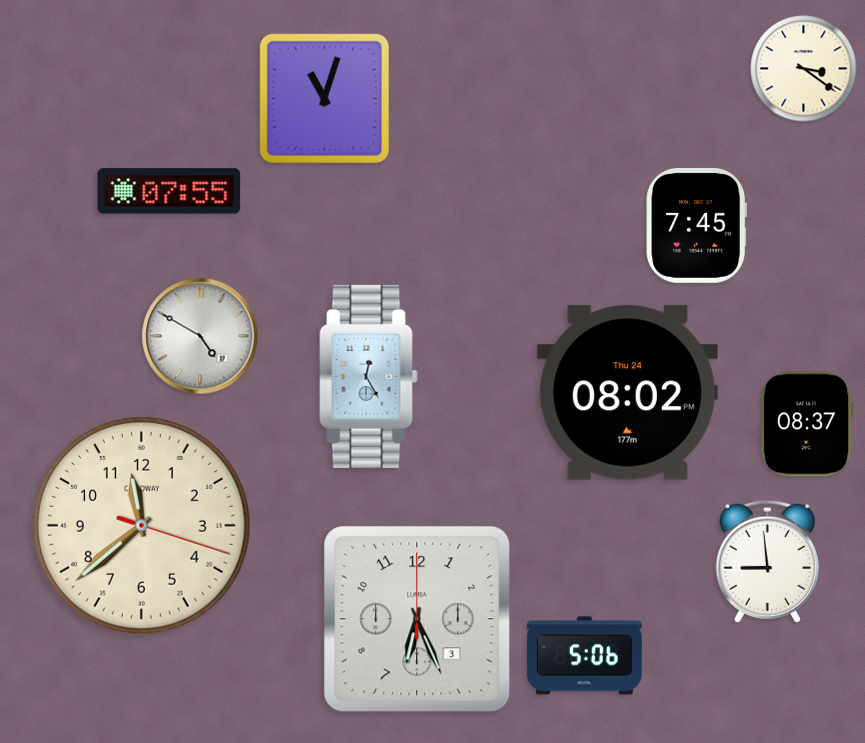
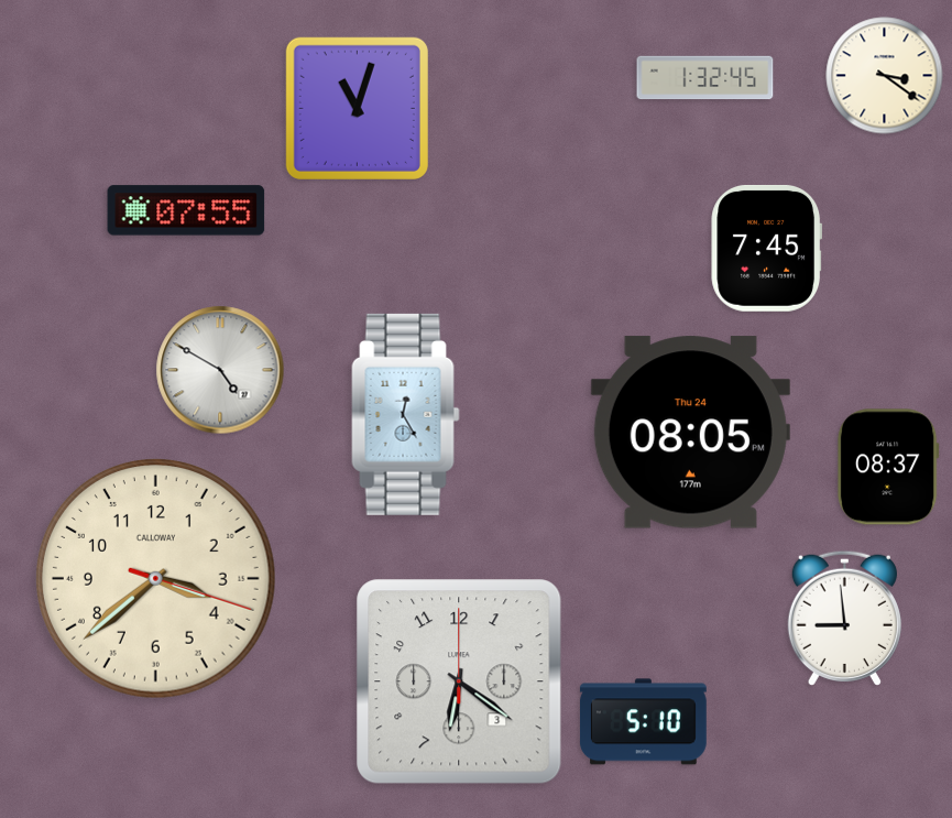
clock at (705, 78): none -> 1:32
clock at (627, 393): 08:02 -> 08:05
clock at (142, 526): 11:38 -> 3:38
clock at (417, 619): 6:26 -> 6:21
clock at (584, 656): 5:06 -> 5:10
